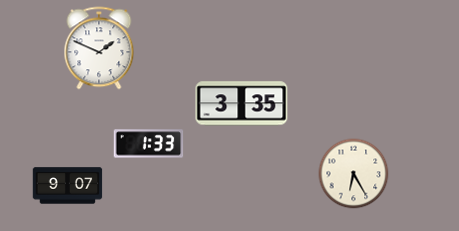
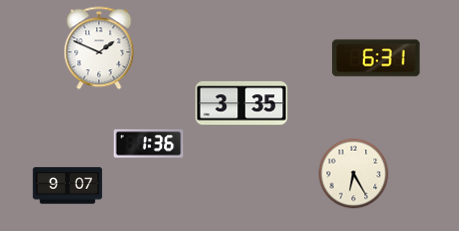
clock at (376, 58): none -> 6:31
clock at (149, 144): 1:33 -> 1:36
